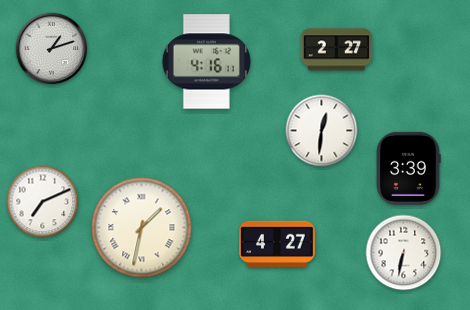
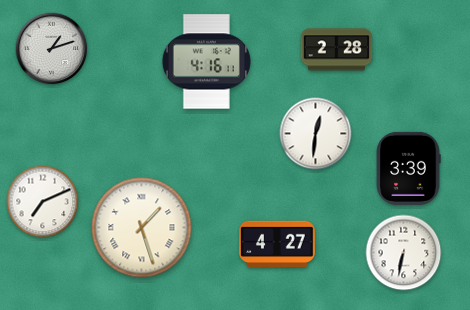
clock at (337, 50): 2:27 -> 2:28
clock at (322, 131) position: (322, 131) -> (316, 134)
clock at (142, 228): 1:32 -> 1:27
